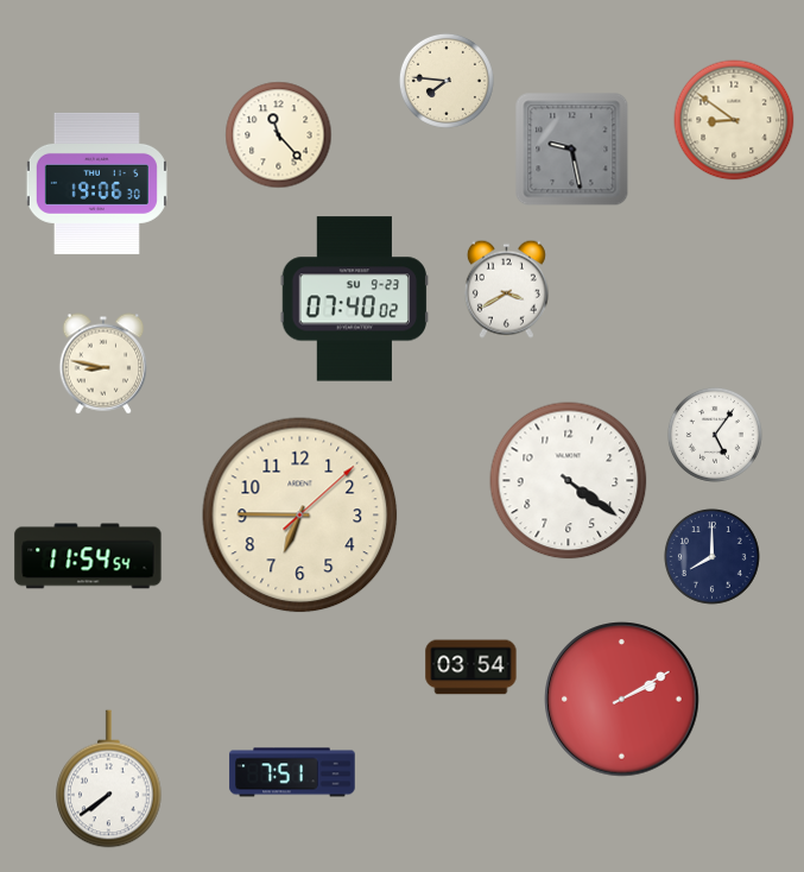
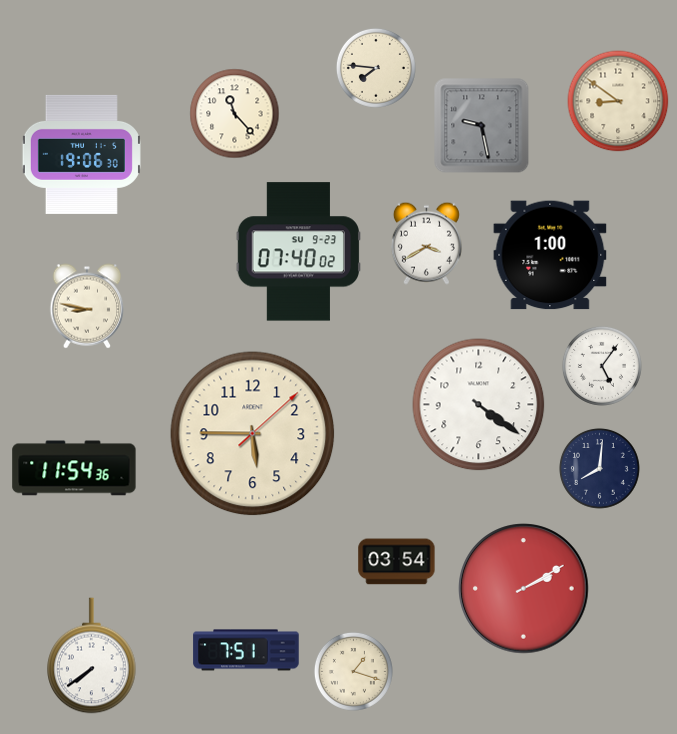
clock at (550, 255): none -> 1:00
clock at (300, 516): 6:45 -> 5:45
clock at (88, 556): 11:54:54 -> 11:54:36
clock at (711, 556): 8:00 -> 8:01
clock at (353, 671): none -> 1:18
